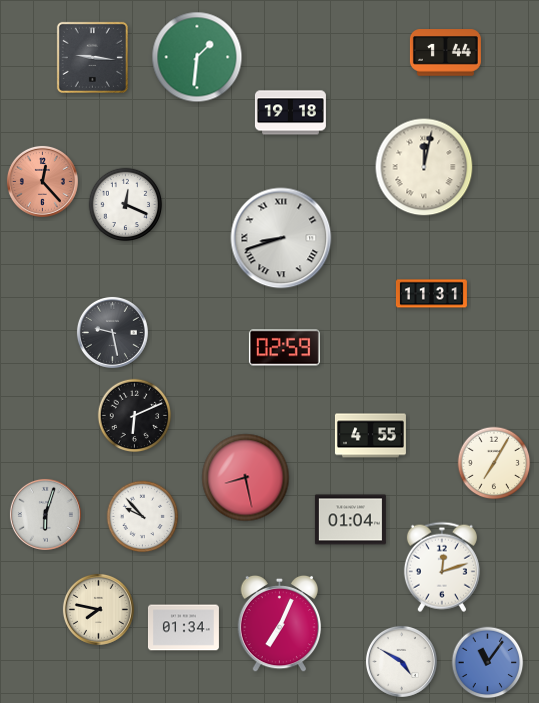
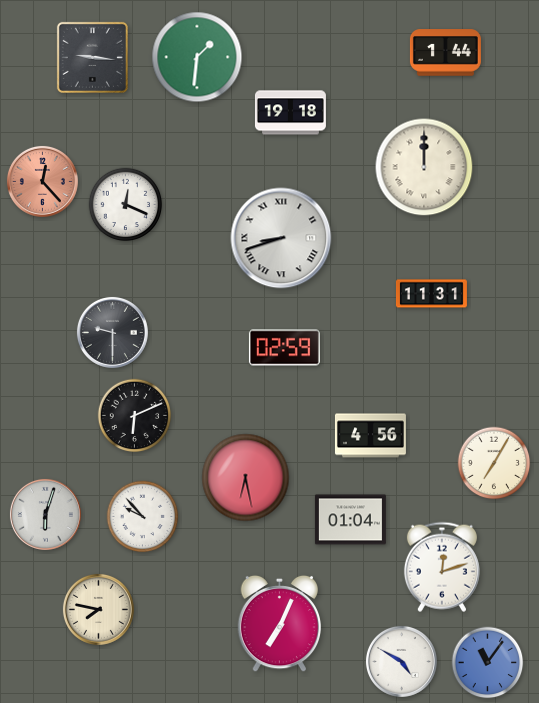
clock at (424, 167): 12:02 -> 12:00
clock at (112, 332): 9:28 -> 9:30
clock at (370, 436): 4:55 -> 4:56
clock at (246, 478): 8:28 -> 6:28
clock at (183, 628): 01:34 -> none
